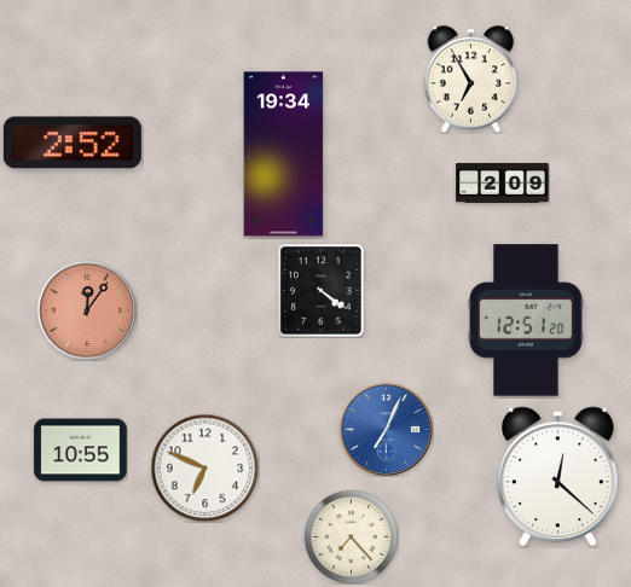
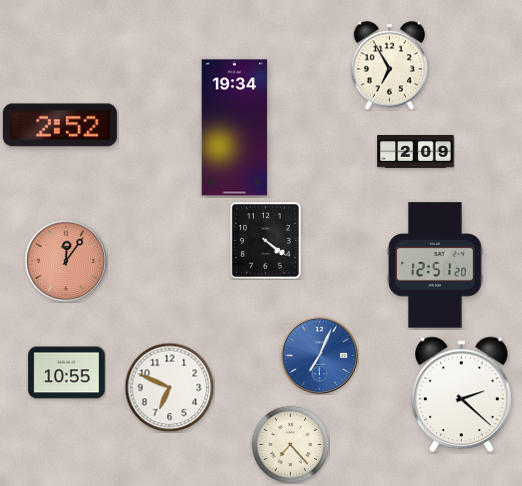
clock at (73, 143) position: (73, 143) -> (60, 125)
clock at (87, 310) position: (87, 310) -> (66, 261)
clock at (558, 477): 12:22 -> 2:22
